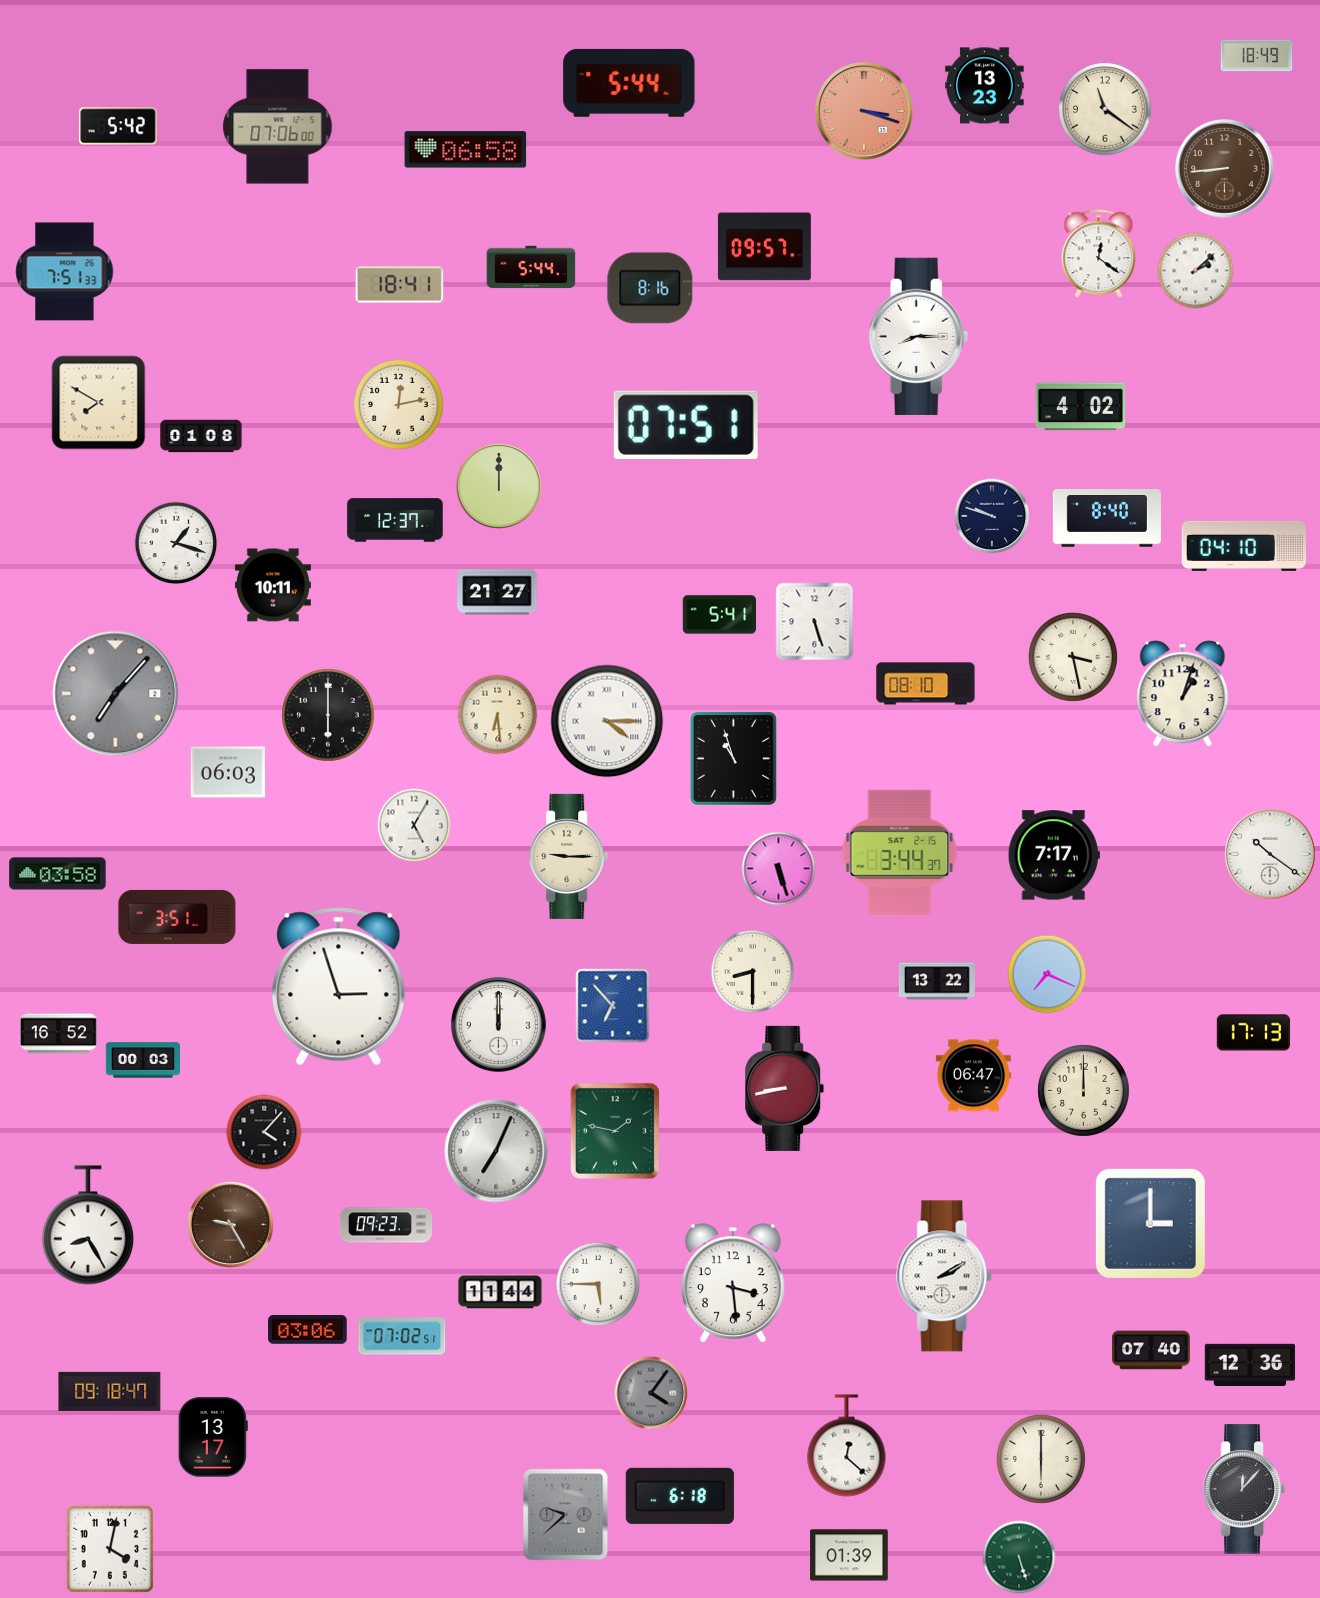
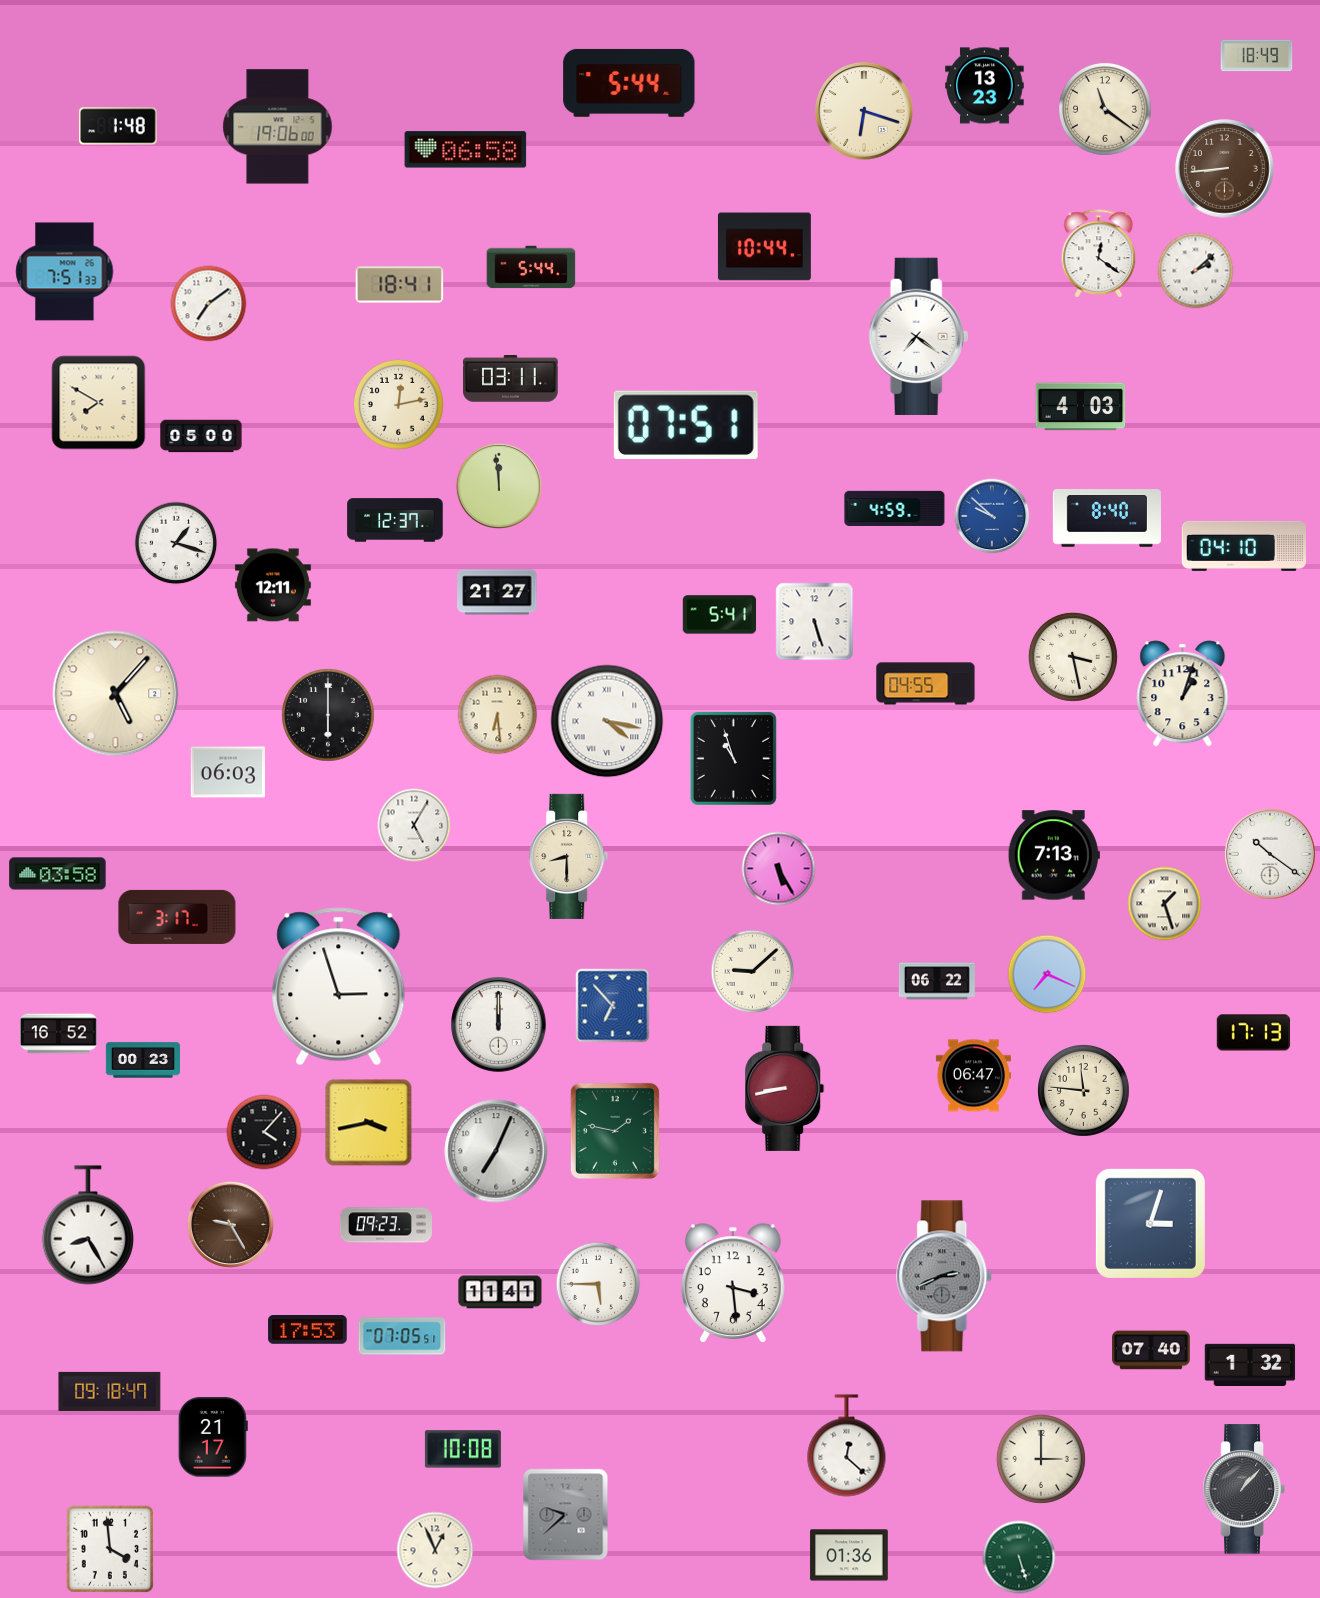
clock at (864, 111): 3:18 -> 6:18
clock at (864, 111) dial: salmon -> cream
clock at (118, 126): 5:42 -> 1:48
clock at (278, 127): 07:06 -> 19:06
clock at (764, 247): 09:57 -> 10:44
clock at (650, 288): 8:16 -> none
clock at (209, 304): none -> 7:09
clock at (919, 336): 8:15 -> 7:21
clock at (511, 379): none -> 03:11
clock at (1081, 407): 4:02 -> 4:03
clock at (201, 436): 01:08 -> 05:00
clock at (499, 486): 12:00 -> 11:59
clock at (895, 508): none -> 4:59
clock at (992, 516): 9:48 -> 9:52
clock at (992, 516) dial: navy -> blue
clock at (273, 585): 10:11 -> 12:11
clock at (926, 684): 08:10 -> 04:55
clock at (116, 694): 7:07 -> 5:07
clock at (116, 694) dial: grey -> cream
clock at (607, 721): 4:15 -> 4:17
clock at (900, 852): 3:44 -> none
clock at (1054, 855): 7:17 -> 7:13
clock at (569, 856): 9:15 -> 8:30
clock at (779, 869): 5:27 -> 5:25
clock at (1165, 904): none -> 1:27
clock at (177, 917): 3:51 -> 3:17
clock at (753, 972): 8:30 -> 9:08
clock at (937, 981): 13:22 -> 06:22
clock at (143, 1060): 00:03 -> 00:23
clock at (1084, 1091): 12:00 -> 11:46
clock at (369, 1123): none -> 3:43
clock at (1150, 1223): 3:00 -> 3:03
clock at (945, 1276): 2:10 -> 2:41
clock at (945, 1276) dial: white -> grey
clock at (500, 1292): 11:44 -> 11:41
clock at (308, 1330): 03:06 -> 17:53
clock at (402, 1336): 07:02 -> 07:05
clock at (1250, 1364): 12:36 -> 1:32
clock at (651, 1393): 4:06 -> none
clock at (213, 1437): 13:17 -> 21:17
clock at (463, 1449): none -> 10:08
clock at (1041, 1459): 6:00 -> 3:00
clock at (1244, 1489): 12:07 -> 1:07
clock at (680, 1496): 6:18 -> none
clock at (110, 1549): 4:02 -> 3:59
clock at (435, 1550): none -> 12:56
clock at (849, 1555): 01:39 -> 01:36
